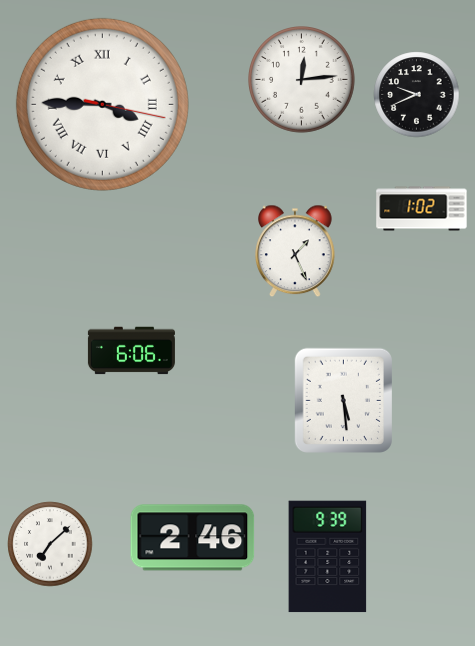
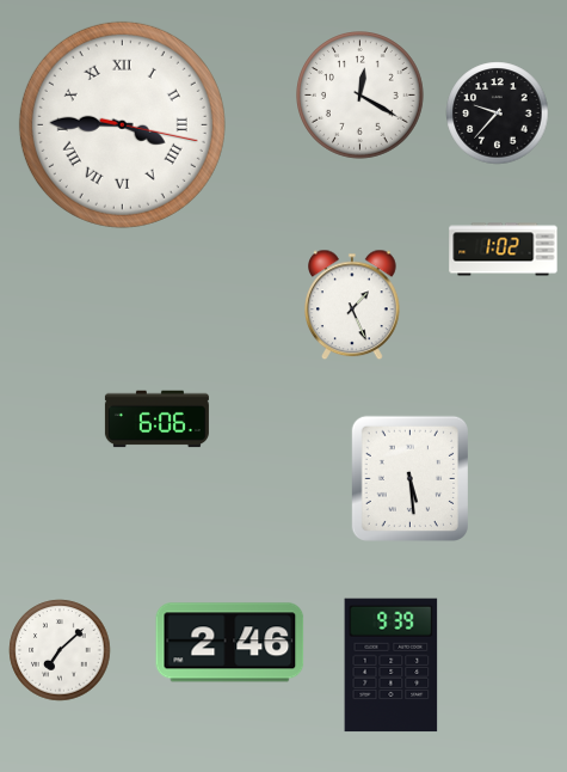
clock at (302, 80): 12:14 -> 12:20
clock at (417, 95): 9:41 -> 9:37
clock at (296, 251) position: (296, 251) -> (353, 305)
